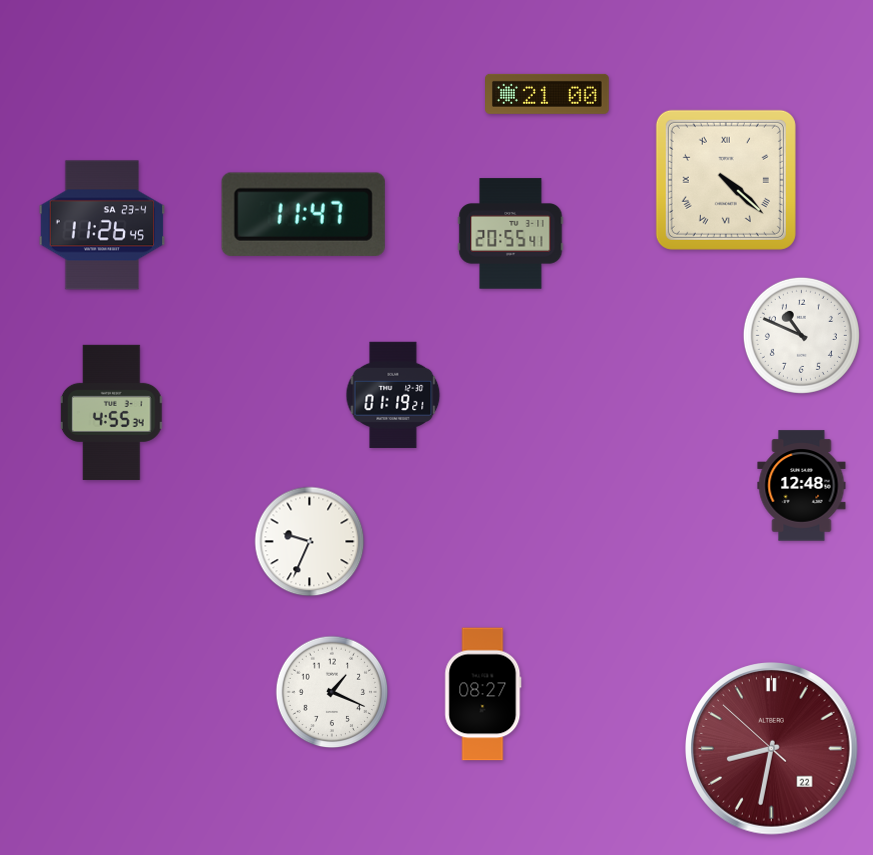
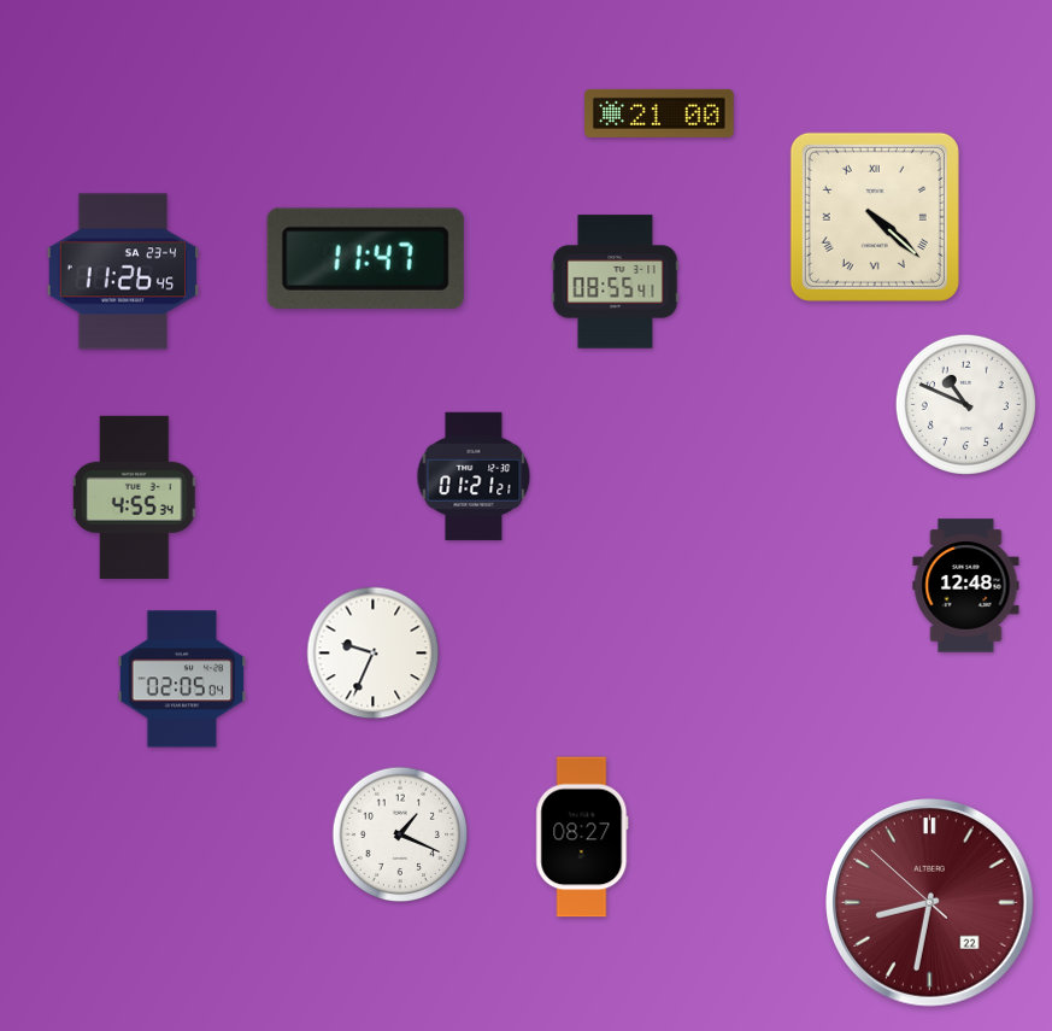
clock at (511, 234): 20:55 -> 08:55
clock at (393, 395): 01:19 -> 01:21
clock at (182, 679): none -> 02:05
